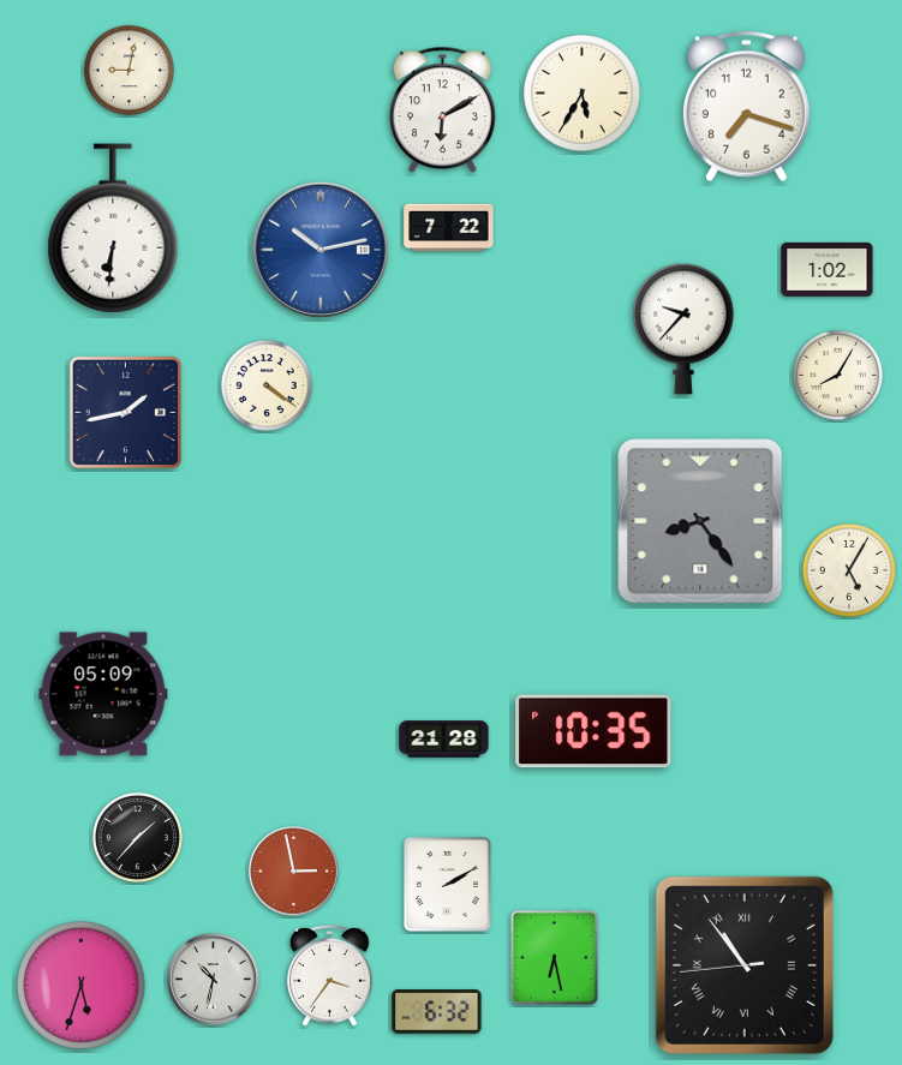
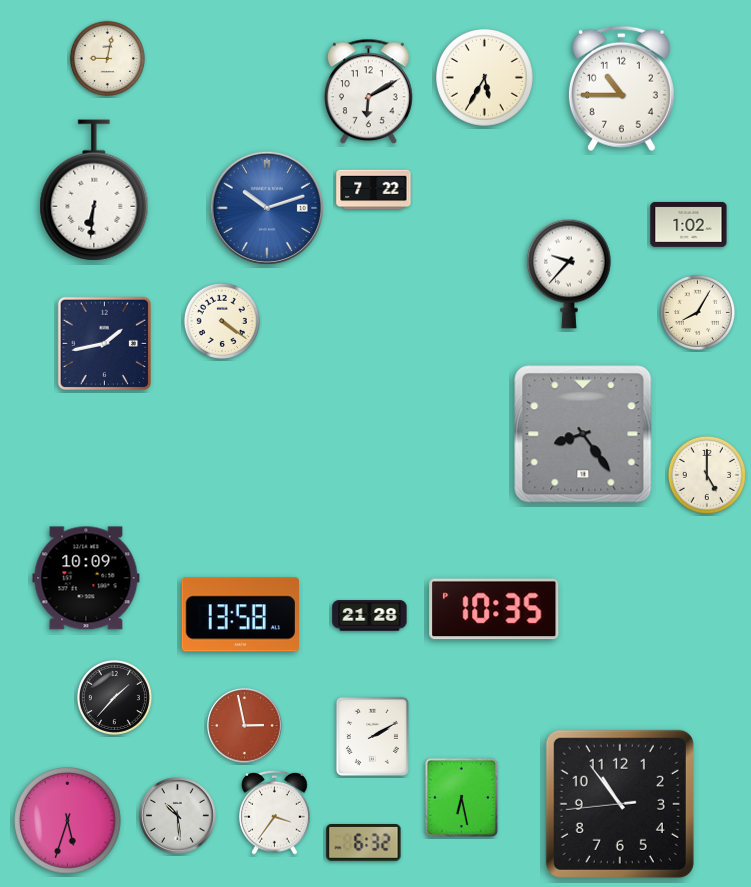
clock at (746, 107): 7:18 -> 10:45
clock at (321, 250): 10:13 -> 10:12
clock at (849, 570): 5:05 -> 5:00
clock at (103, 694): 05:09 -> 10:09
clock at (240, 615): none -> 13:58
clock at (745, 965) numerals: Roman -> Arabic
clock at (214, 980): 10:32 -> 10:29
